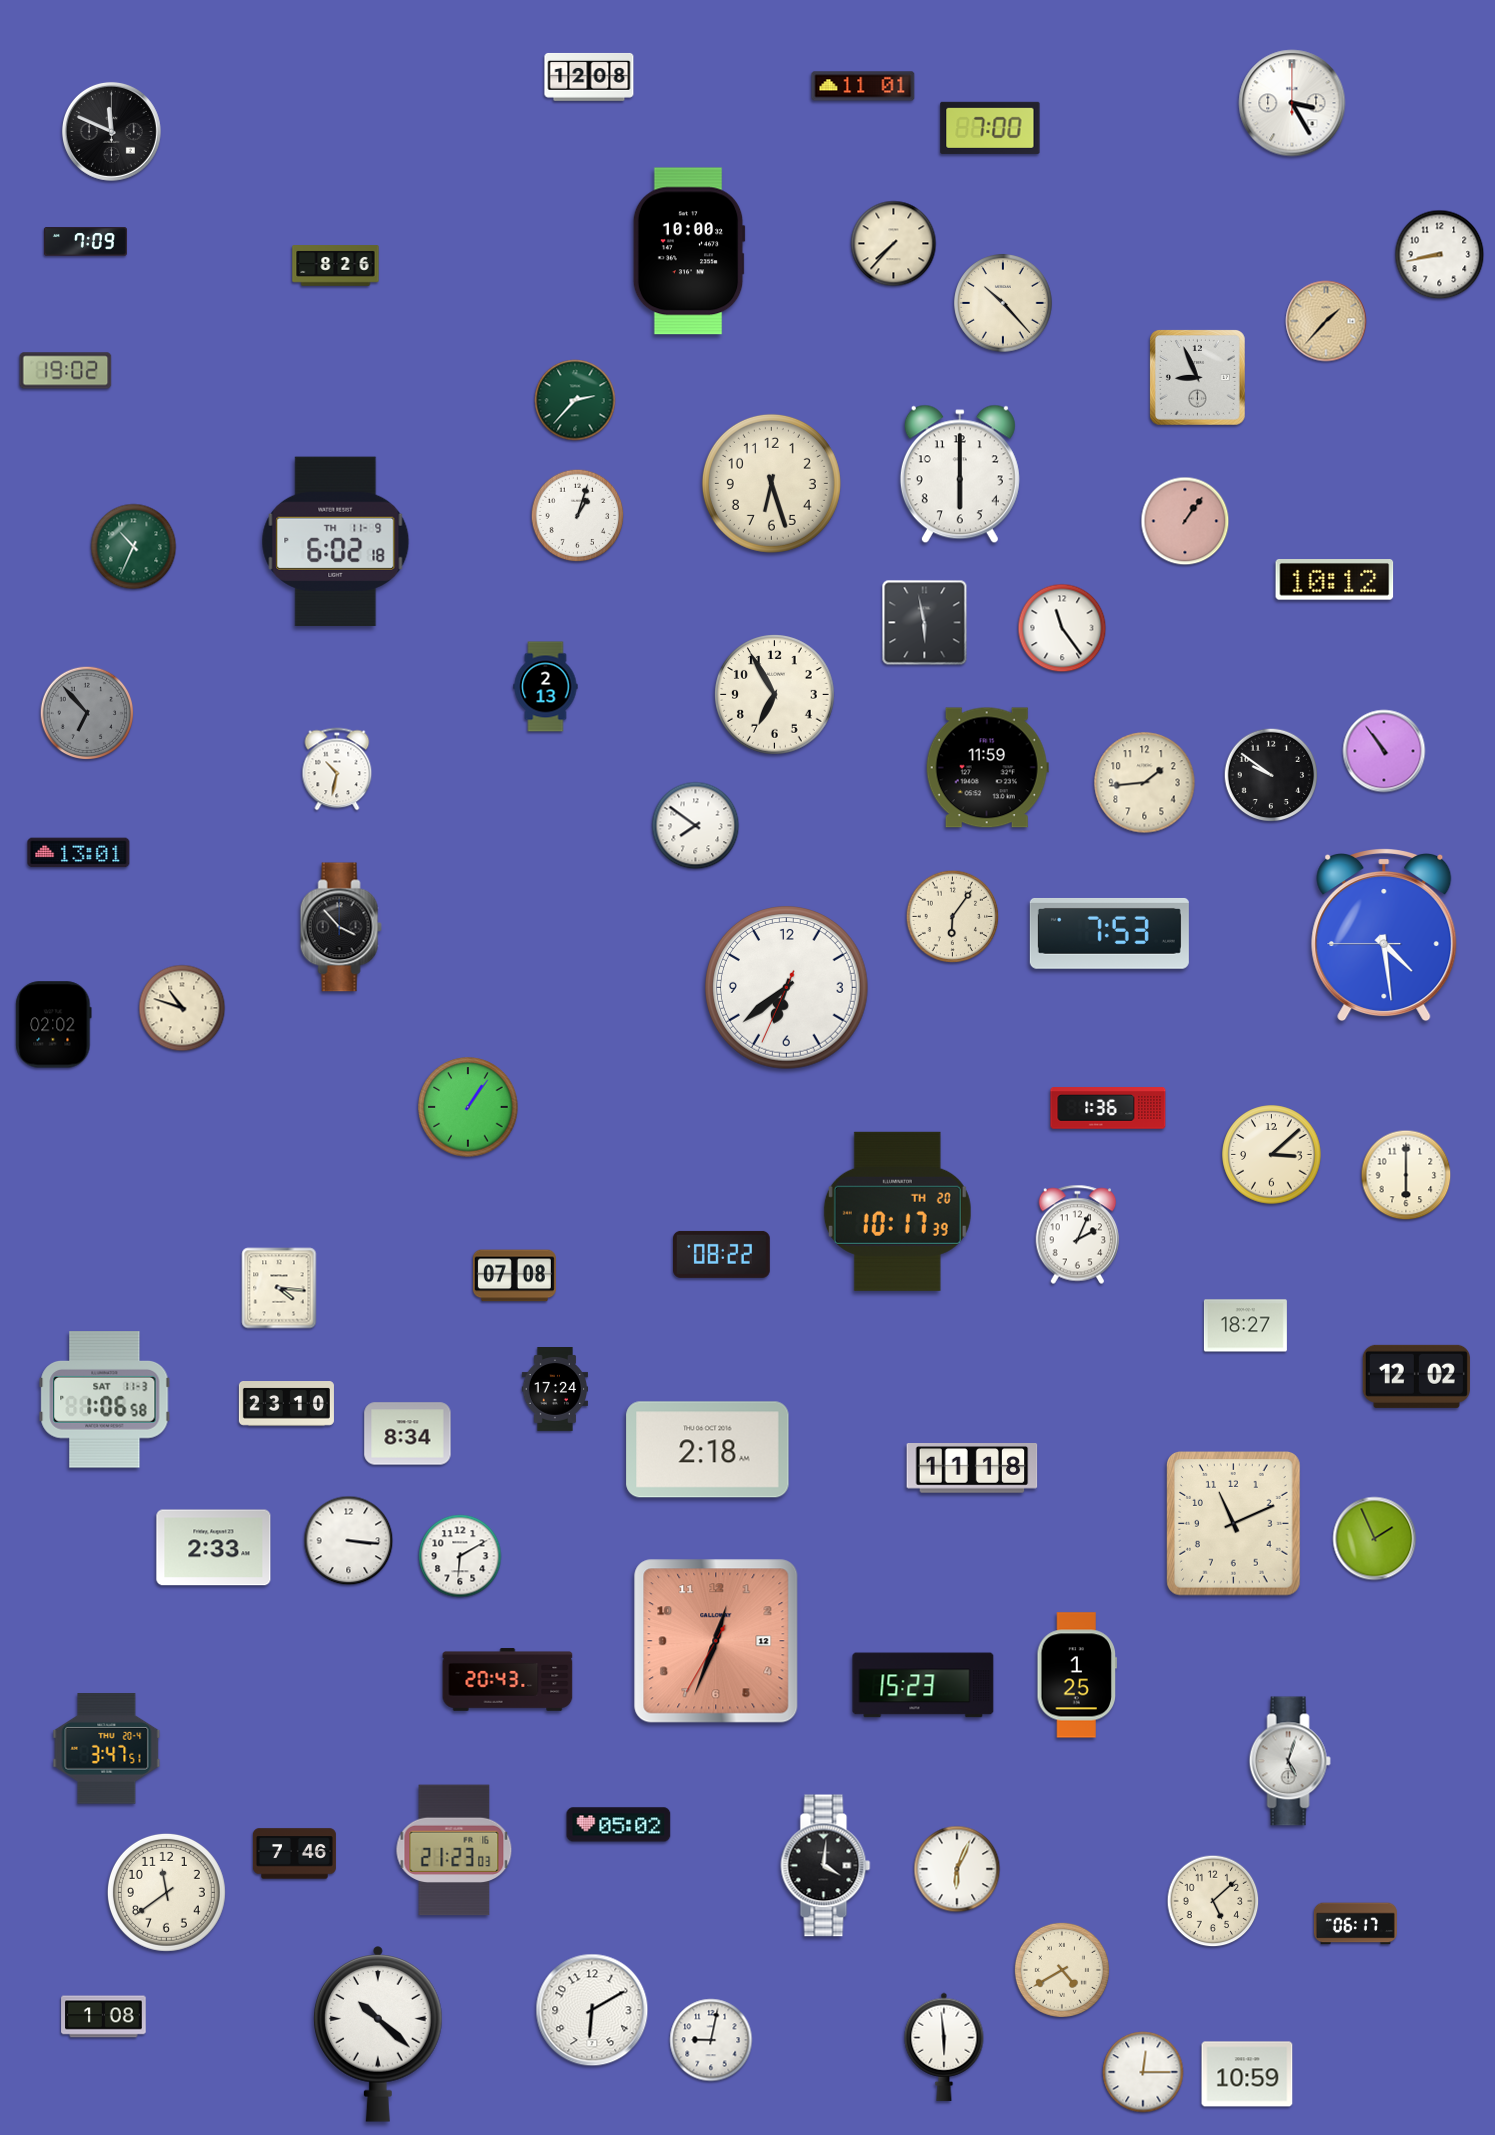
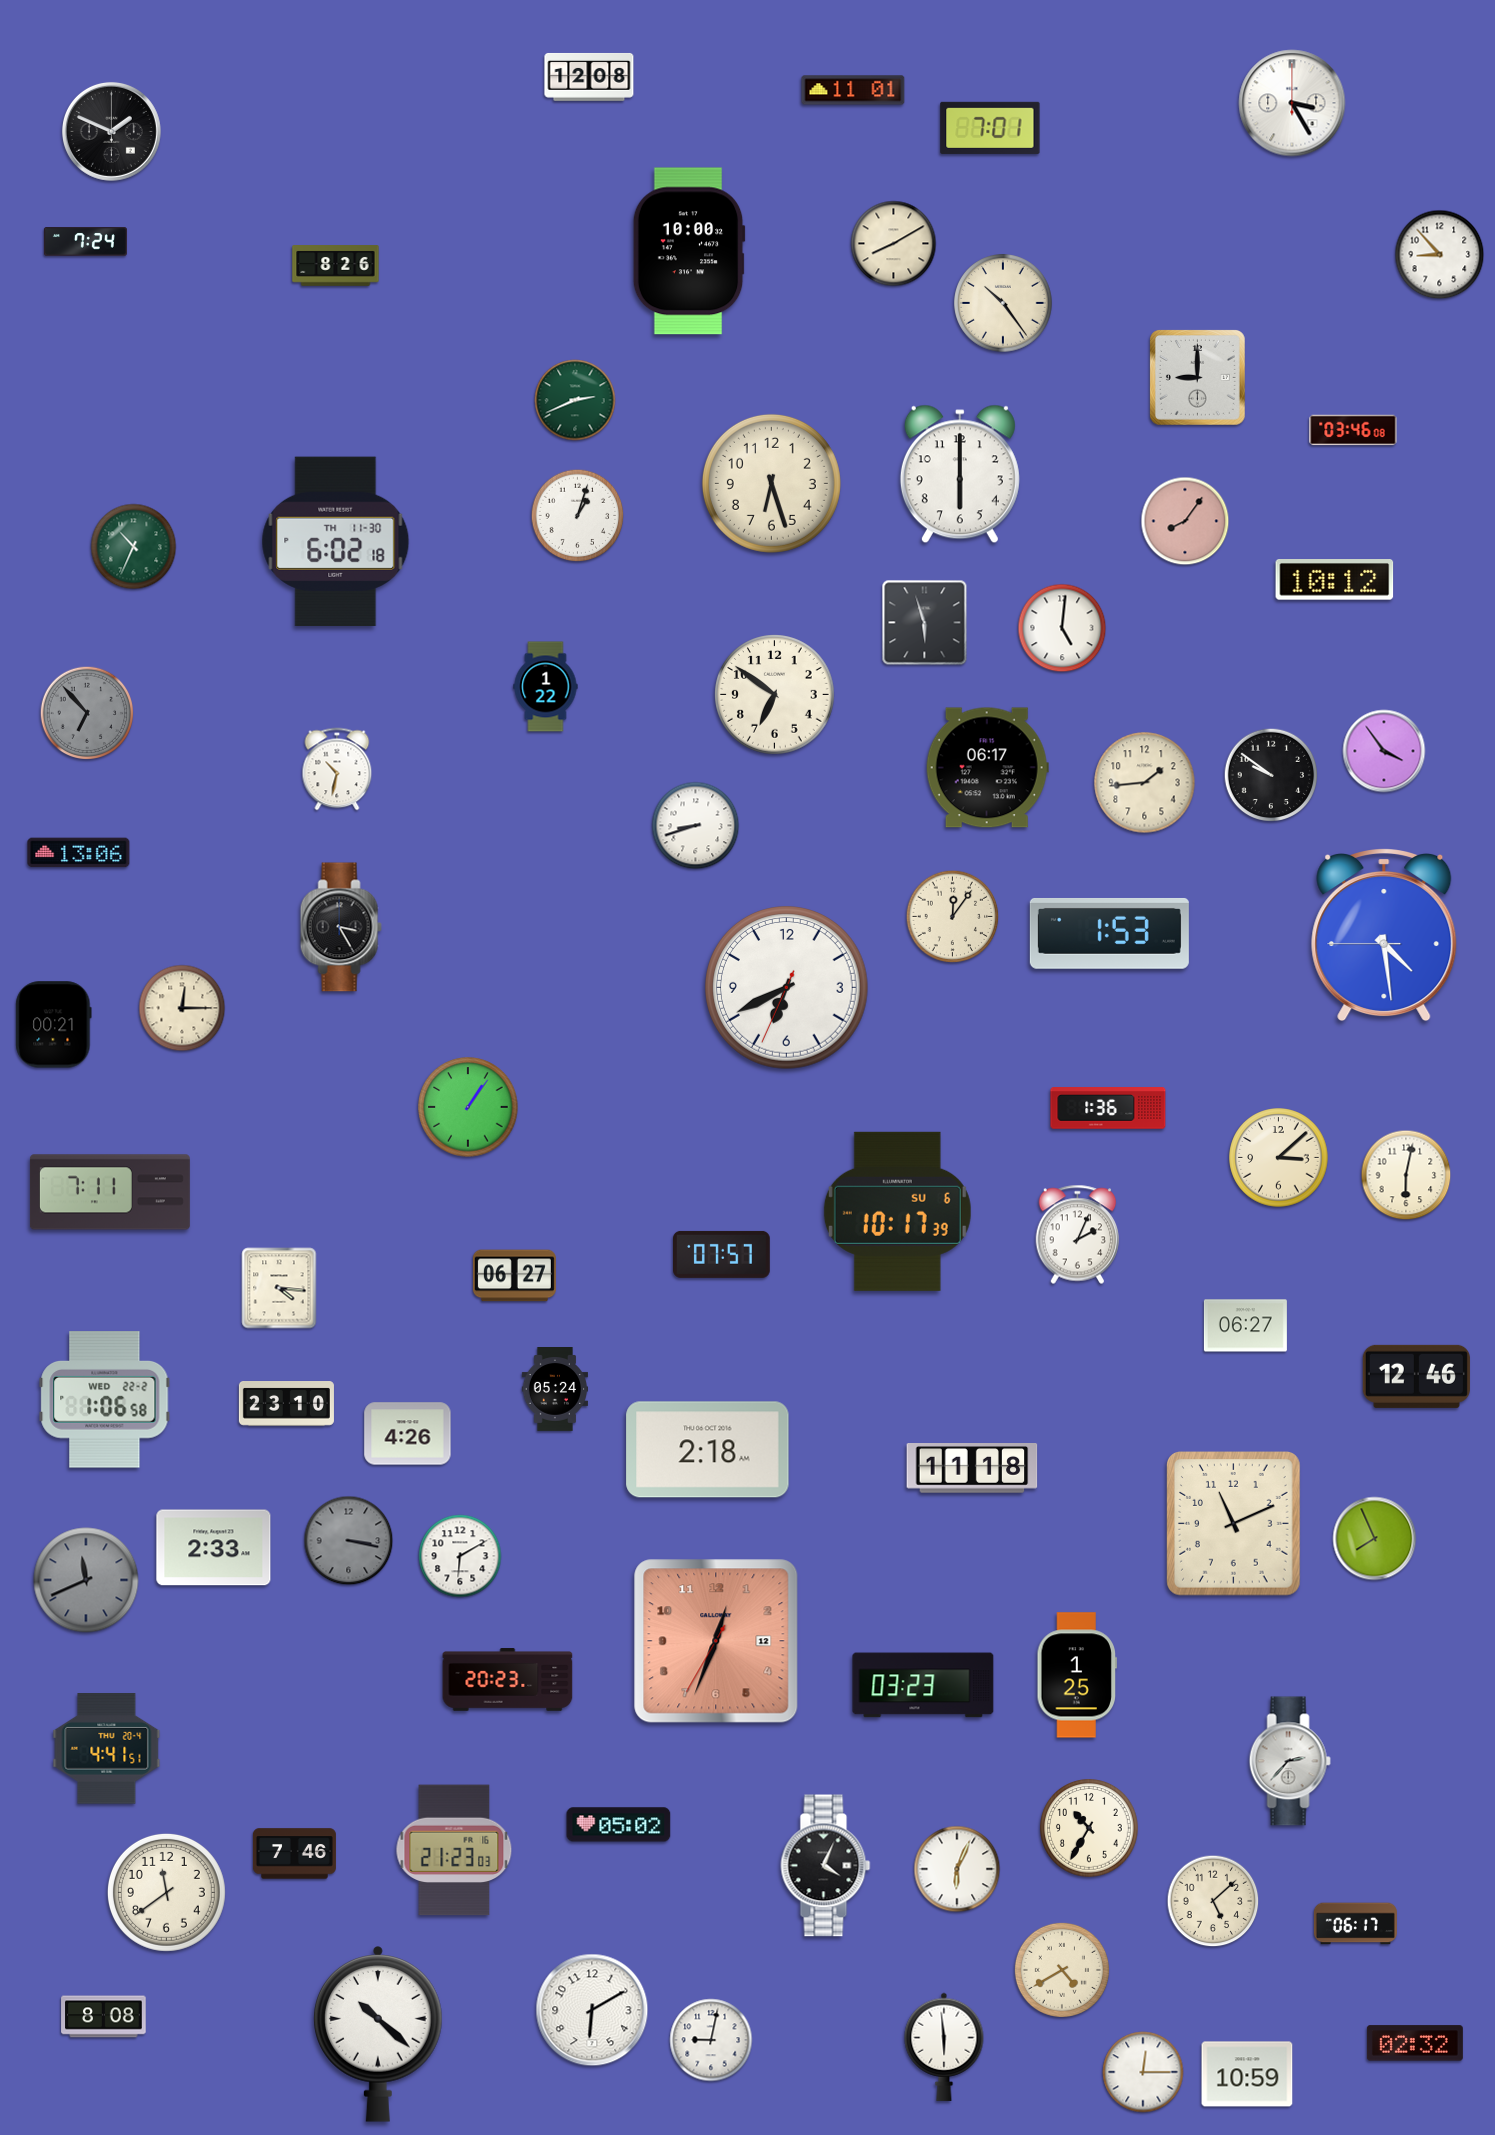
clock at (863, 86) position: (863, 86) -> (853, 90)
clock at (990, 128): 7:00 -> 7:01
clock at (111, 131): 11:49 -> 1:49
clock at (85, 242): 7:09 -> 7:24
clock at (894, 244): 7:37 -> 8:10
clock at (1440, 255): 8:43 -> 8:53
clock at (1003, 303): 10:23 -> 10:24
clock at (1326, 321): 1:37 -> none
clock at (66, 371): 19:02 -> none
clock at (1197, 377): 8:56 -> 9:00
clock at (575, 400): 2:37 -> 2:41
clock at (1353, 430): none -> 03:46
clock at (1185, 521): 1:06 -> 8:06
clock at (336, 541) date: TH 11-9 -> TH 11-30
clock at (925, 623): 5:58 -> 5:57
clock at (1062, 628): 11:24 -> 5:01
clock at (546, 687): 2:13 -> 1:22
clock at (775, 695): 6:55 -> 6:51
clock at (1384, 751): 10:54 -> 3:54
clock at (987, 768): 11:59 -> 06:17
clock at (696, 826): 7:51 -> 8:42
clock at (79, 853): 13:01 -> 13:06
clock at (953, 917): 6:06 -> 12:06
clock at (341, 927): 3:53 -> 3:25
clock at (1109, 933): 7:53 -> 1:53
clock at (787, 988): 6:38 -> 6:40
clock at (182, 1008): 10:48 -> 12:15
clock at (54, 1025): 02:02 -> 00:21
clock at (1272, 1155) position: (1272, 1155) -> (1279, 1158)
clock at (1406, 1175): 6:00 -> 6:02
clock at (110, 1192): none -> 7:11
clock at (897, 1211) date: TH 20 -> SU 6
clock at (722, 1254): 08:22 -> 07:57
clock at (514, 1276): 07:08 -> 06:27
clock at (1245, 1326): 18:27 -> 06:27
clock at (1416, 1376): 12:02 -> 12:46
clock at (554, 1390): 17:24 -> 05:24
clock at (105, 1400) date: SAT 11-3 -> WED 22-2
clock at (408, 1434): 8:34 -> 4:26
clock at (1375, 1539): 1:56 -> 7:56
clock at (349, 1541): 3:16 -> 3:17
clock at (349, 1541) dial: white -> grey
clock at (86, 1580): none -> 11:41
clock at (508, 1680): 20:43 -> 20:23
clock at (923, 1685): 15:23 -> 03:23
clock at (107, 1749): 3:47 -> 4:41
clock at (1290, 1761): 5:03 -> 2:37
clock at (1089, 1828): none -> 10:35
clock at (826, 1866): 4:01 -> 4:04
clock at (104, 2017): 1:08 -> 8:08
clock at (1415, 2043): none -> 02:32
